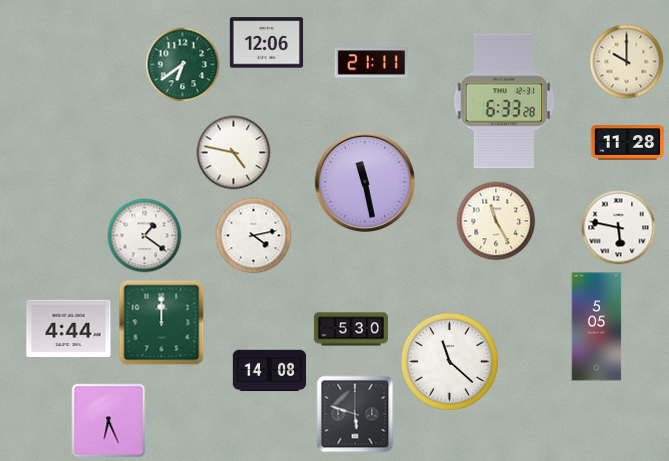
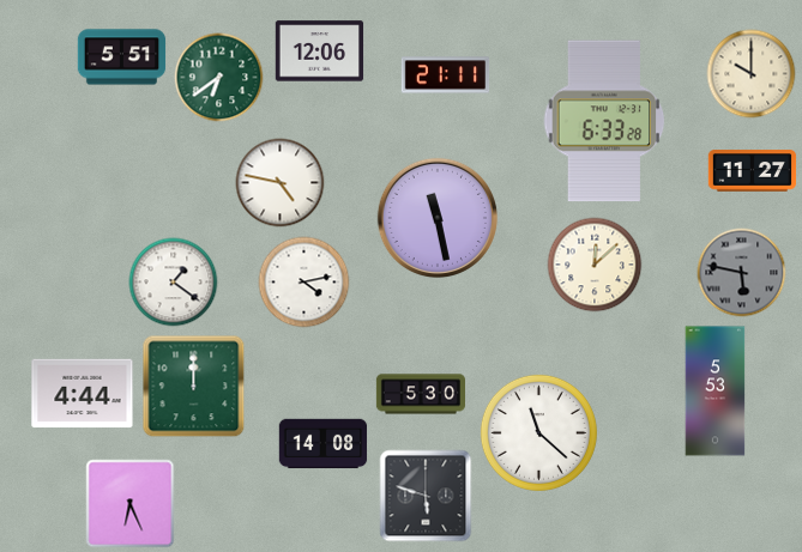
clock at (122, 57): none -> 5:51
clock at (628, 143): 11:28 -> 11:27
clock at (496, 221): 11:25 -> 12:08
clock at (619, 228) dial: white -> grey
clock at (597, 327): 5:05 -> 5:53
